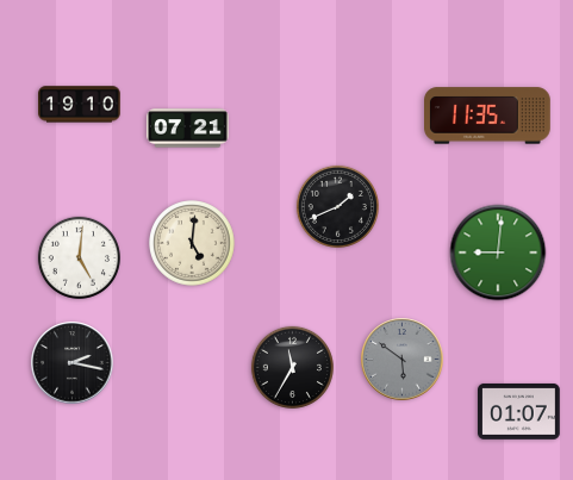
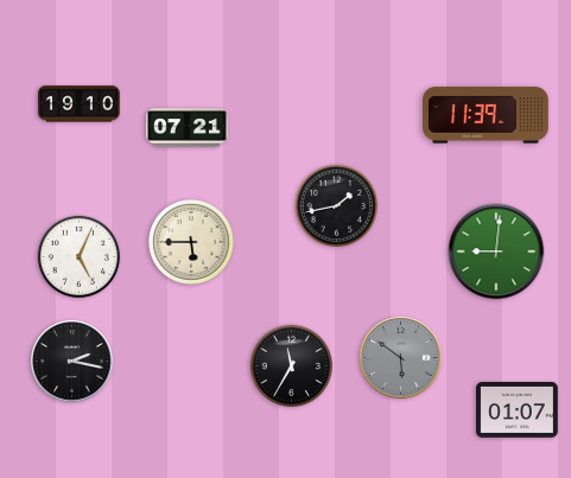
clock at (488, 116): 11:35 -> 11:39
clock at (337, 206): 1:41 -> 1:43
clock at (193, 244): 5:01 -> 5:45
clock at (79, 257): 5:01 -> 5:04
